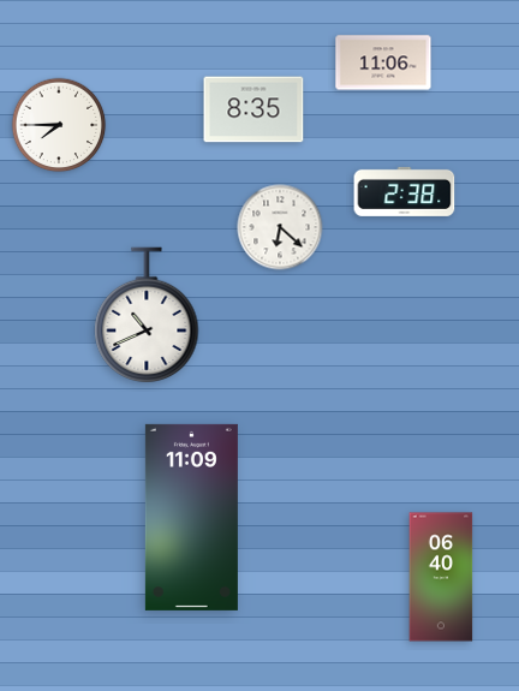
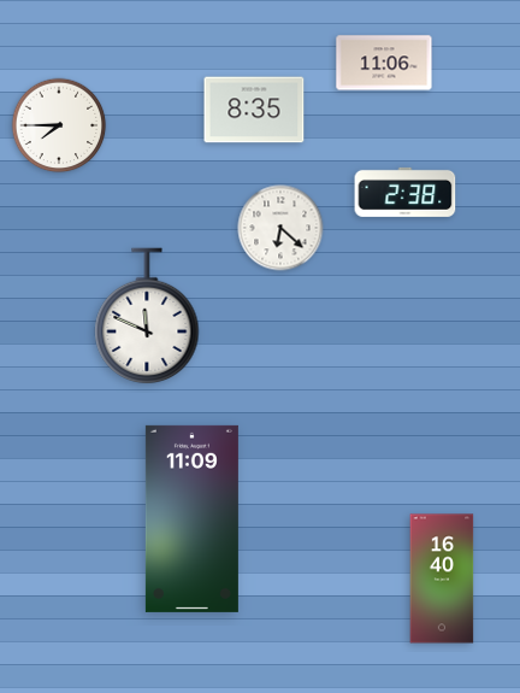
clock at (147, 316): 10:41 -> 11:49
clock at (441, 577): 06:40 -> 16:40
